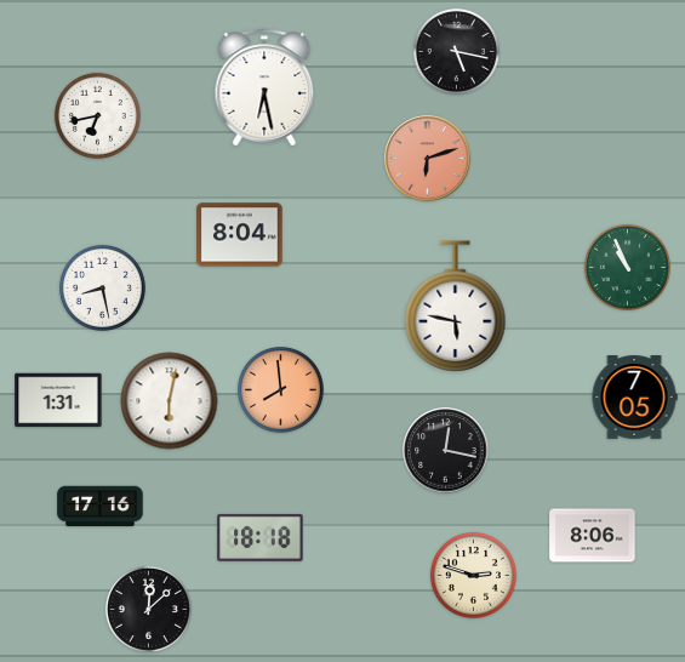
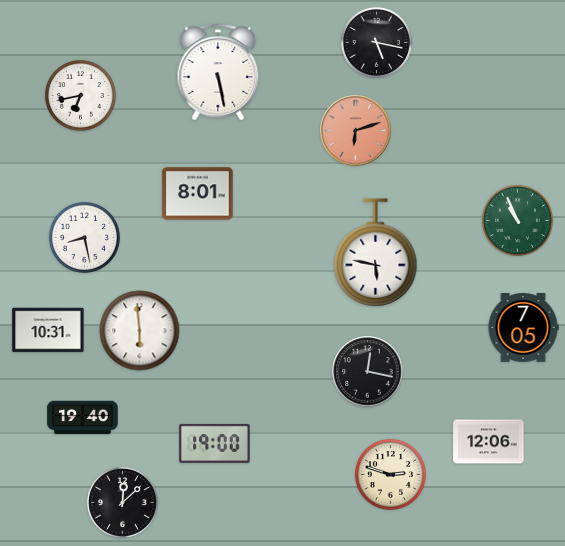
clock at (264, 87): 6:28 -> 5:28
clock at (428, 159) position: (428, 159) -> (356, 131)
clock at (240, 235): 8:04 -> 8:01
clock at (280, 389): 7:59 -> none
clock at (58, 400): 1:31 -> 10:31
clock at (170, 401): 6:02 -> 5:59
clock at (101, 507): 17:16 -> 19:40
clock at (593, 536): 8:06 -> 12:06
clock at (261, 537): 18:18 -> 19:00
